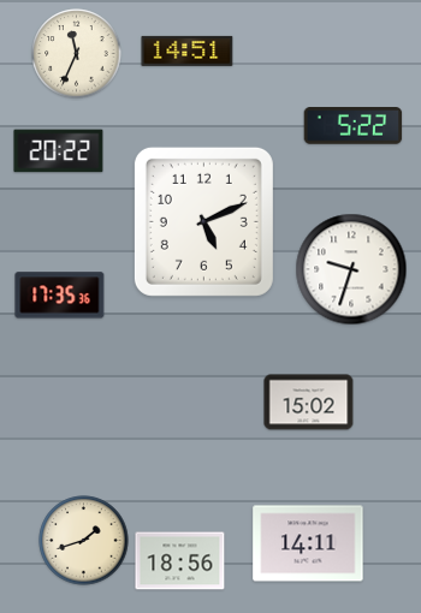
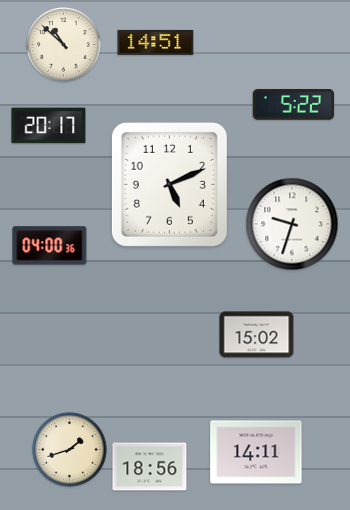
clock at (77, 54): 11:34 -> 10:52
clock at (59, 151): 20:22 -> 20:17
clock at (60, 296): 17:35 -> 04:00
